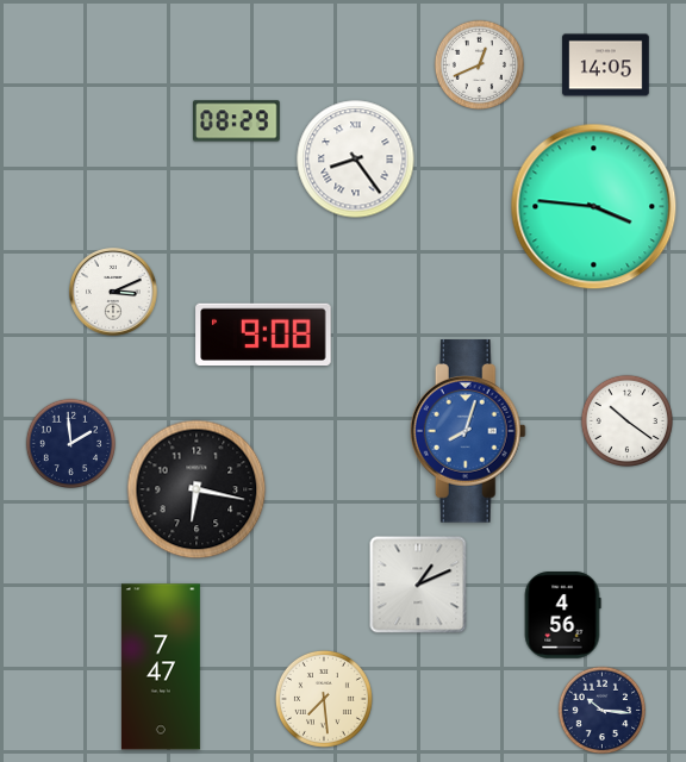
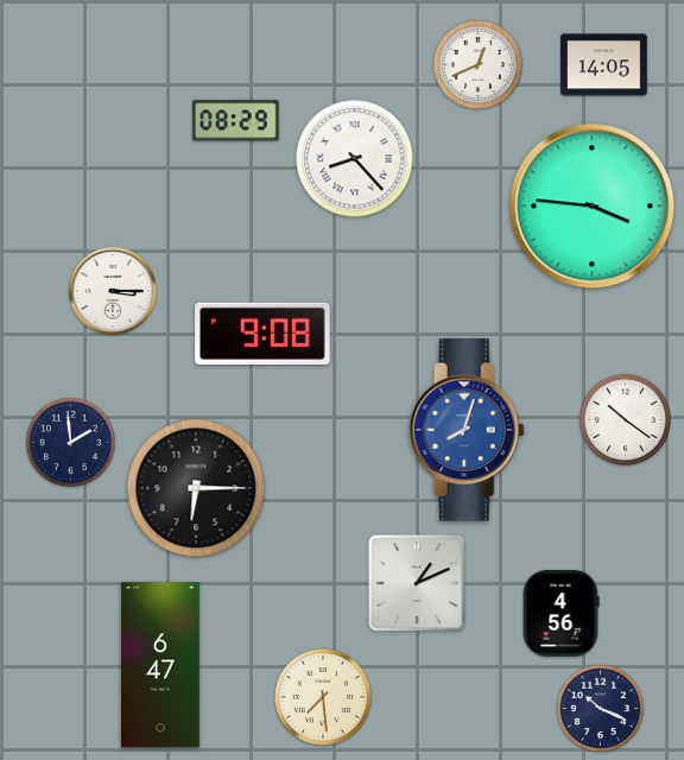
clock at (356, 160): 8:24 -> 8:23
clock at (113, 292): 3:11 -> 3:15
clock at (197, 489): 6:17 -> 6:15
clock at (161, 667): 7:47 -> 6:47
clock at (603, 711): 10:16 -> 10:19
